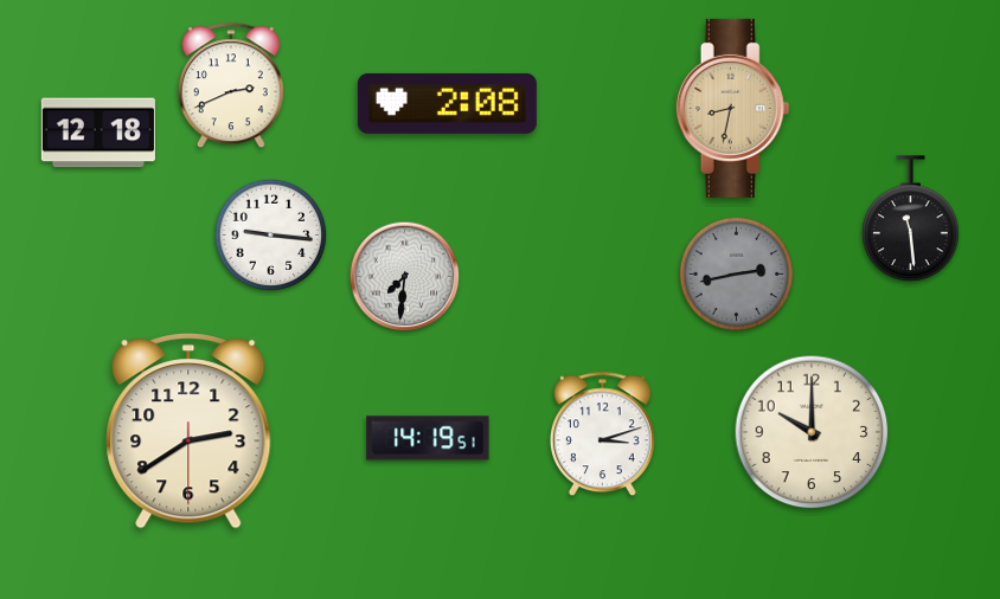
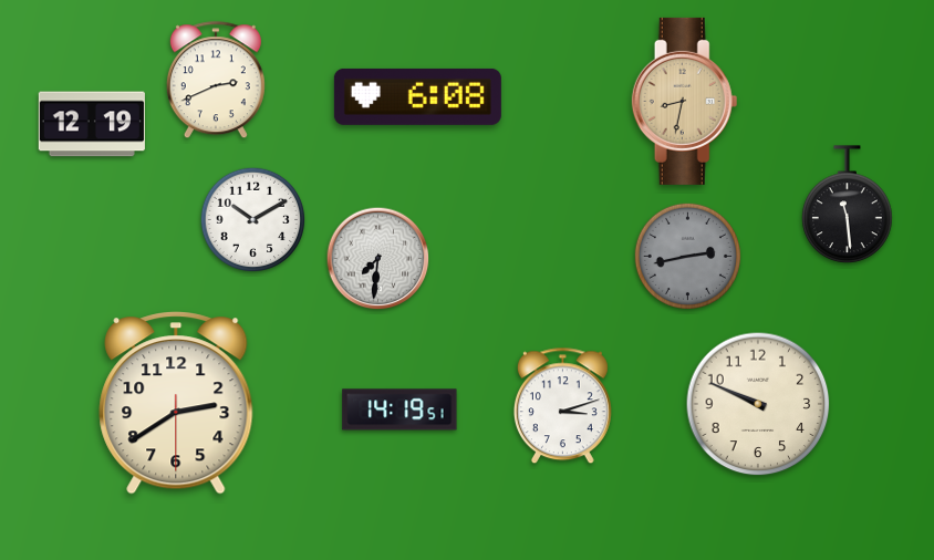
clock at (447, 103): 2:08 -> 6:08
clock at (98, 133): 12:18 -> 12:19
clock at (911, 219) position: (911, 219) -> (848, 205)
clock at (271, 236): 9:16 -> 10:10
clock at (812, 432): 10:00 -> 9:49
